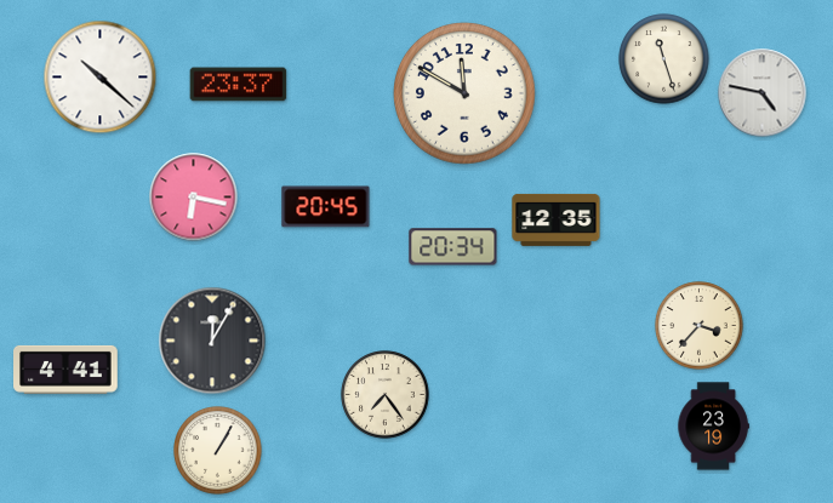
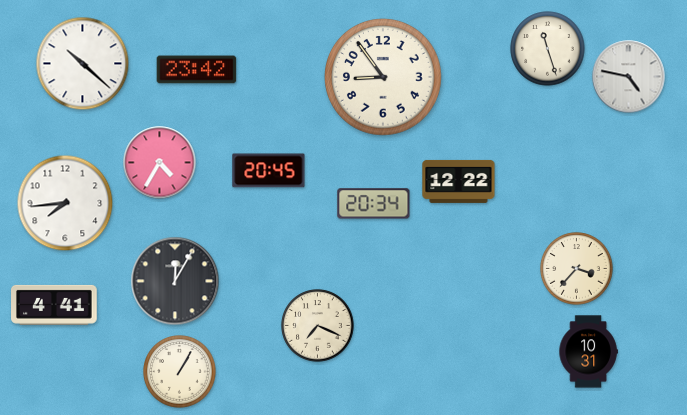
clock at (239, 85): 23:37 -> 23:42
clock at (466, 95): 11:50 -> 8:54
clock at (194, 198): 6:17 -> 4:35
clock at (557, 219): 12:35 -> 12:22
clock at (65, 203): none -> 7:44
clock at (386, 395): 7:24 -> 7:19
clock at (713, 427): 23:19 -> 10:31
